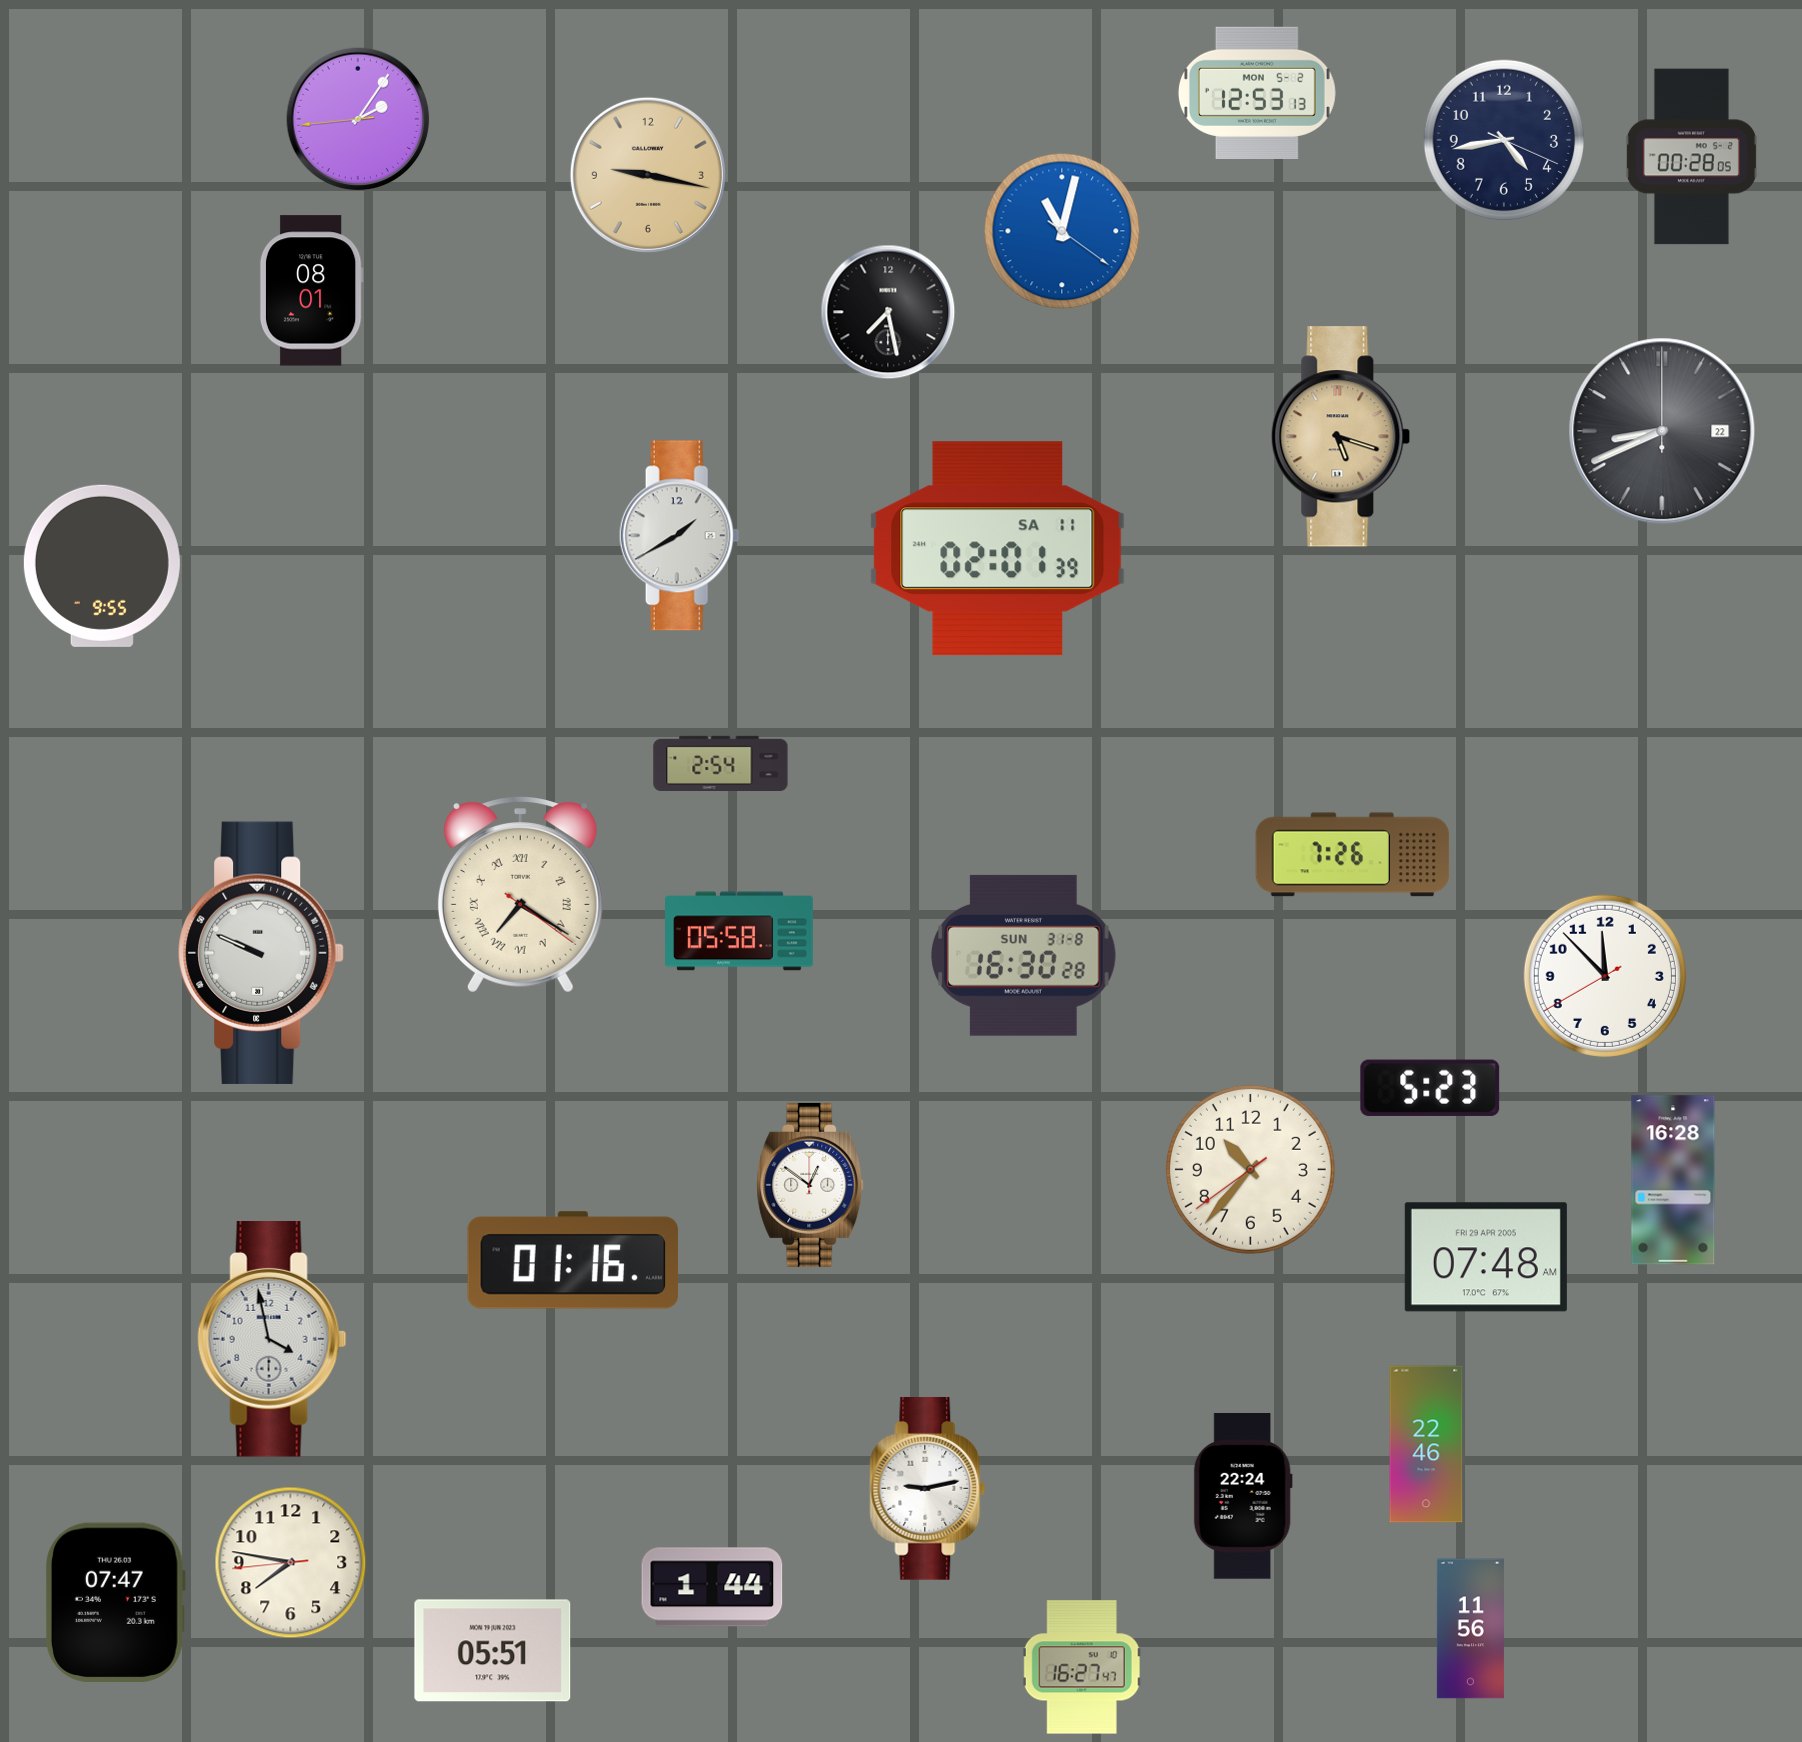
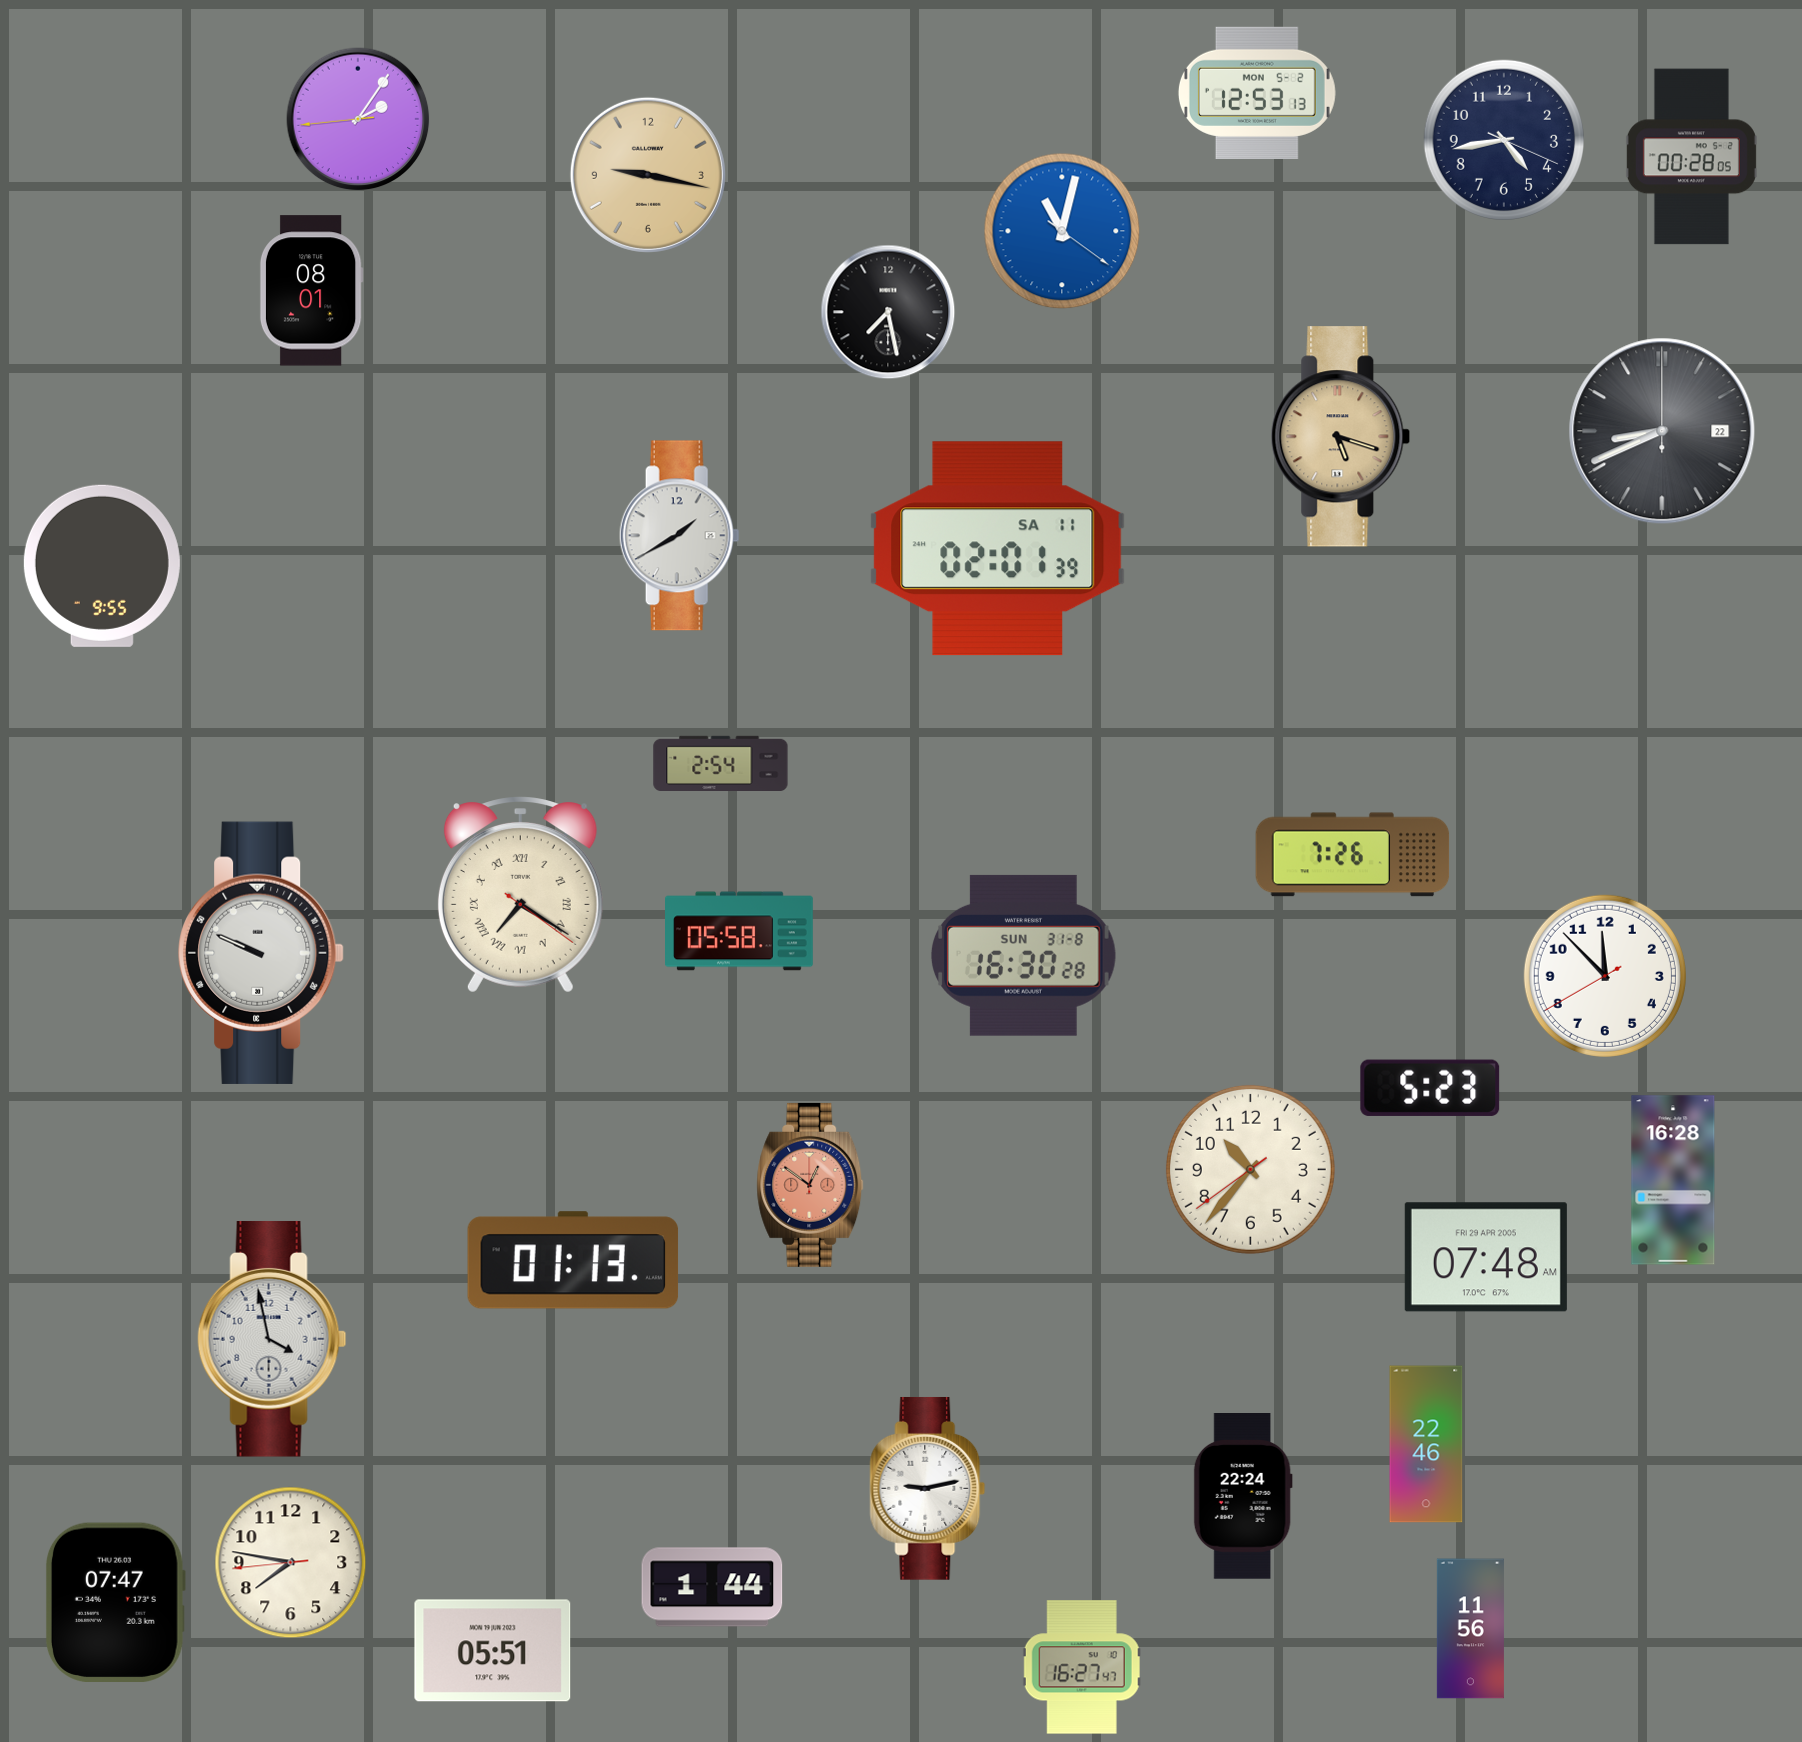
clock at (810, 1185) dial: white -> salmon
clock at (573, 1260): 01:16 -> 01:13
